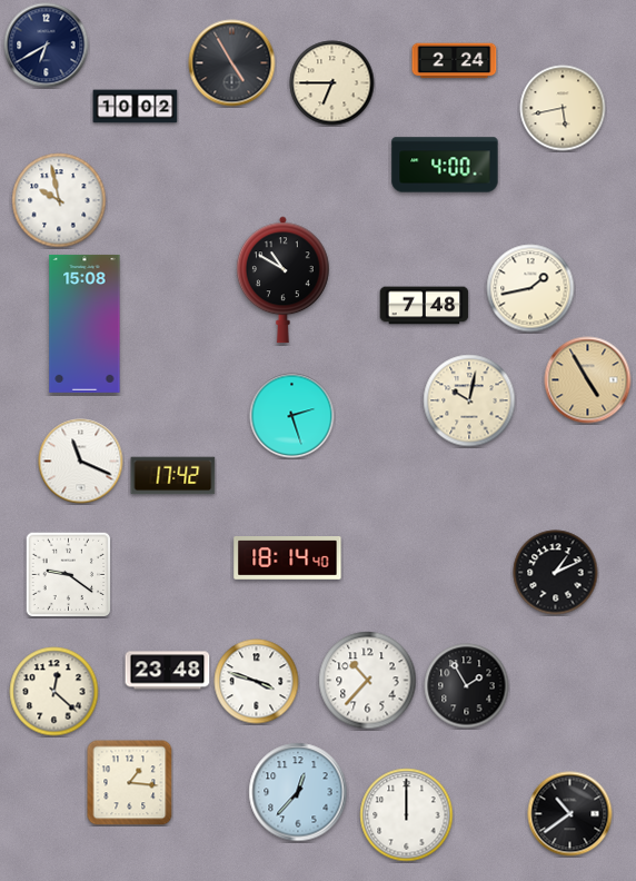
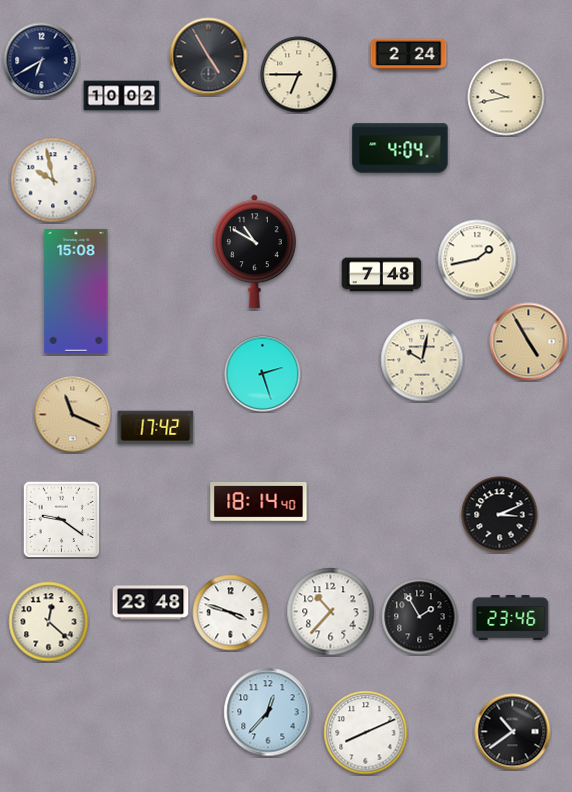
clock at (47, 46) position: (47, 46) -> (42, 61)
clock at (563, 108): 5:43 -> 9:43
clock at (445, 165): 4:00 -> 4:04
clock at (81, 462) dial: white -> champagne
clock at (556, 573): 1:11 -> 3:11
clock at (68, 574) position: (68, 574) -> (61, 519)
clock at (511, 618): none -> 23:46
clock at (130, 783): 1:16 -> none
clock at (407, 815): 12:00 -> 8:11
